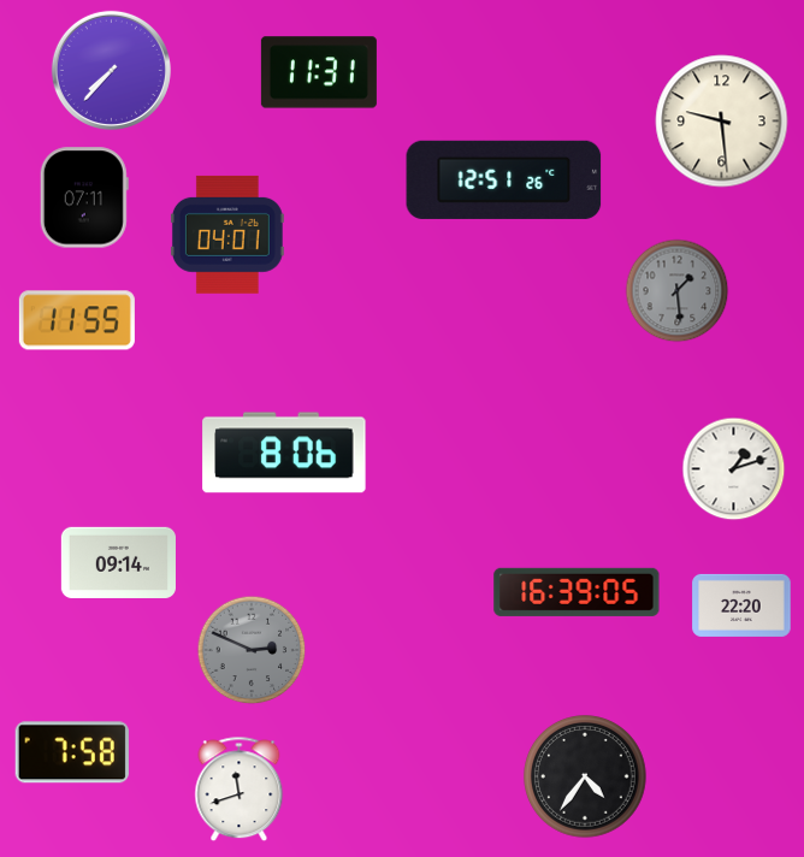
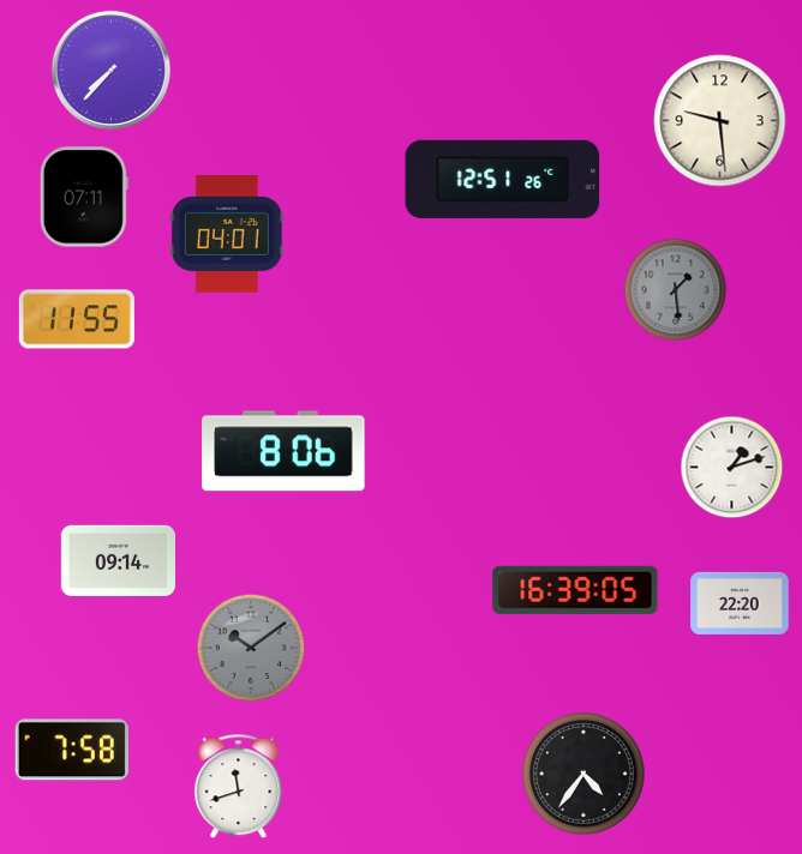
clock at (319, 72): 11:31 -> none
clock at (252, 650): 2:49 -> 10:09
